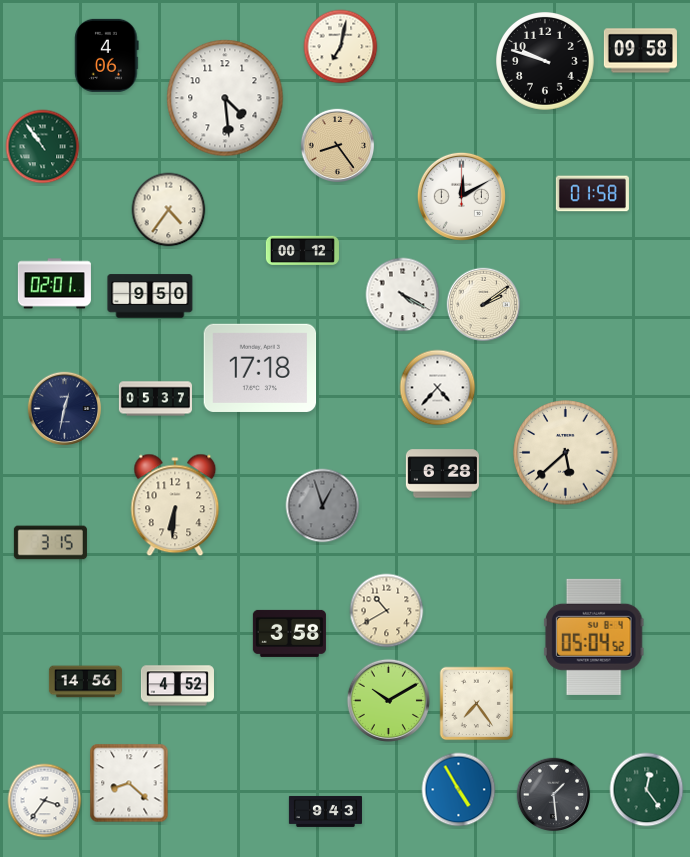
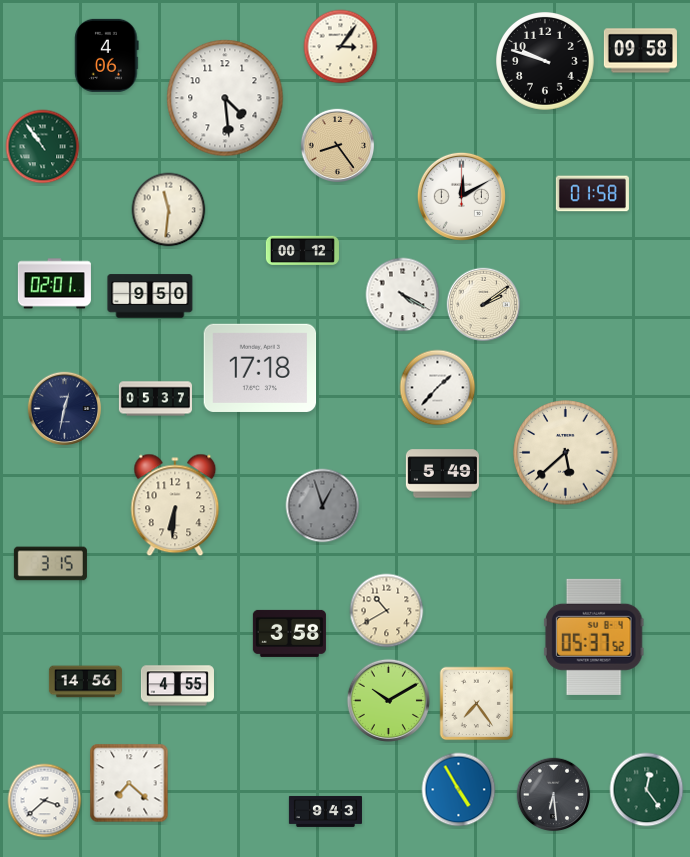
clock at (341, 47): 7:02 -> 3:06
clock at (169, 210): 4:36 -> 11:31
clock at (438, 388): 4:37 -> 1:37
clock at (442, 474): 6:28 -> 5:49
clock at (50, 543) position: (50, 543) -> (50, 564)
clock at (594, 637): 05:04 -> 05:37
clock at (177, 686): 4:52 -> 4:55
clock at (129, 783): 8:22 -> 7:22
clock at (554, 795): 1:29 -> 6:29
clock at (45, 801): 3:36 -> 3:38
